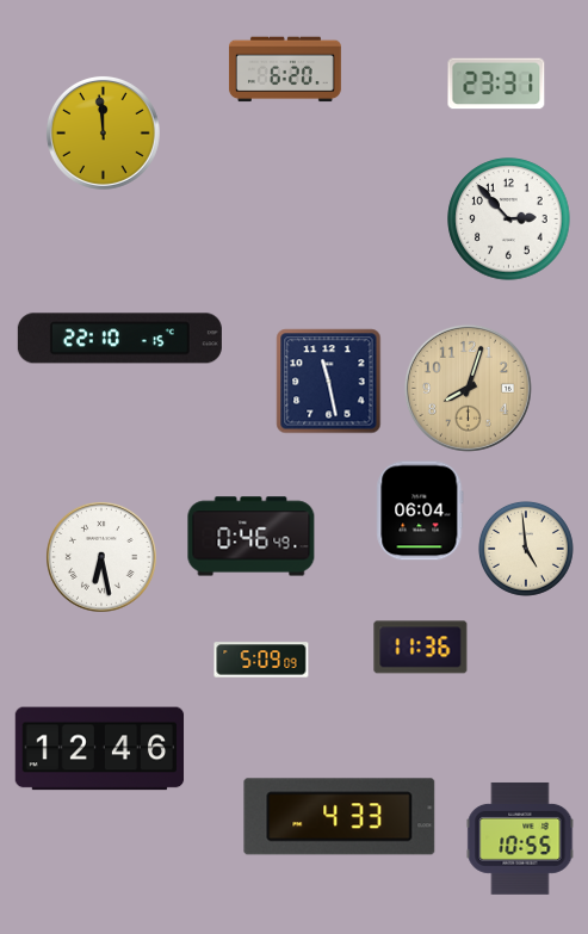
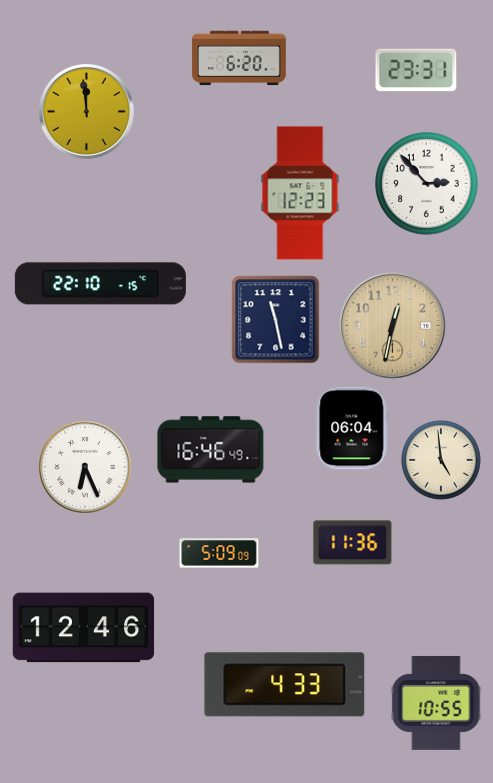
clock at (300, 193): none -> 12:23
clock at (468, 388): 8:03 -> 12:32
clock at (252, 537): 0:46 -> 16:46
clock at (103, 558): 6:28 -> 6:26
